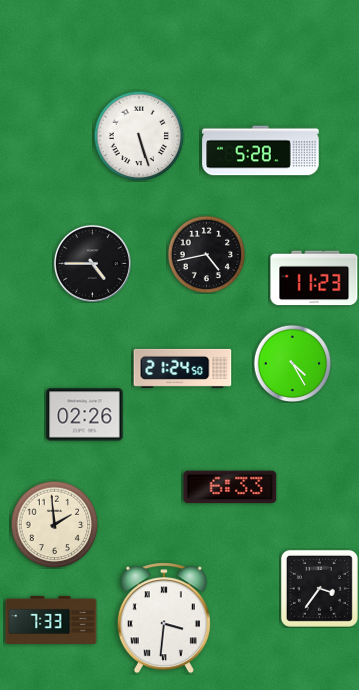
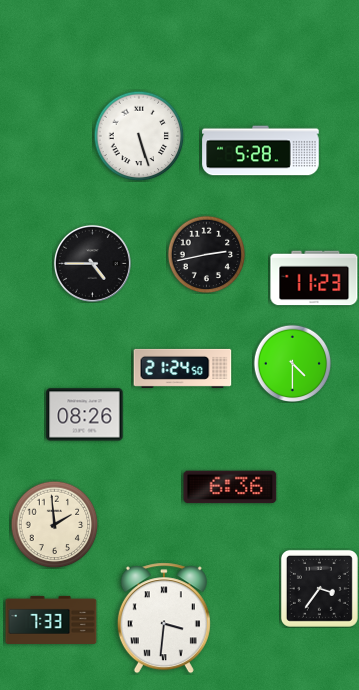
clock at (206, 254): 4:43 -> 2:43
clock at (292, 363): 4:25 -> 4:30
clock at (85, 415): 02:26 -> 08:26
clock at (230, 487): 6:33 -> 6:36
